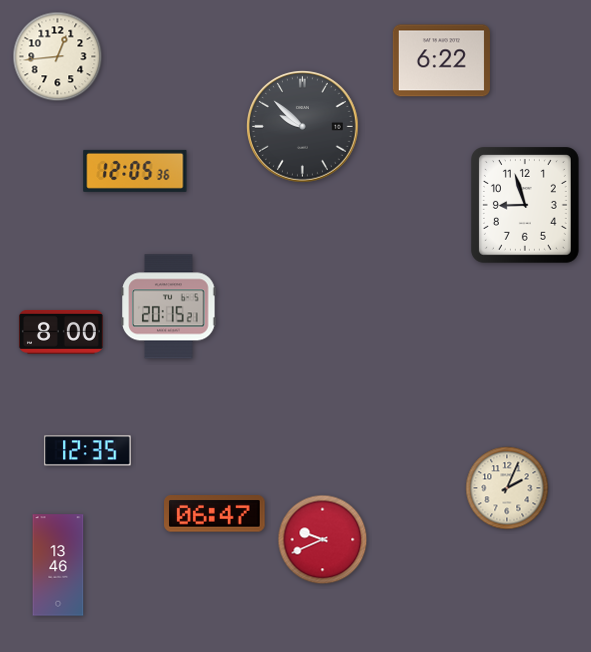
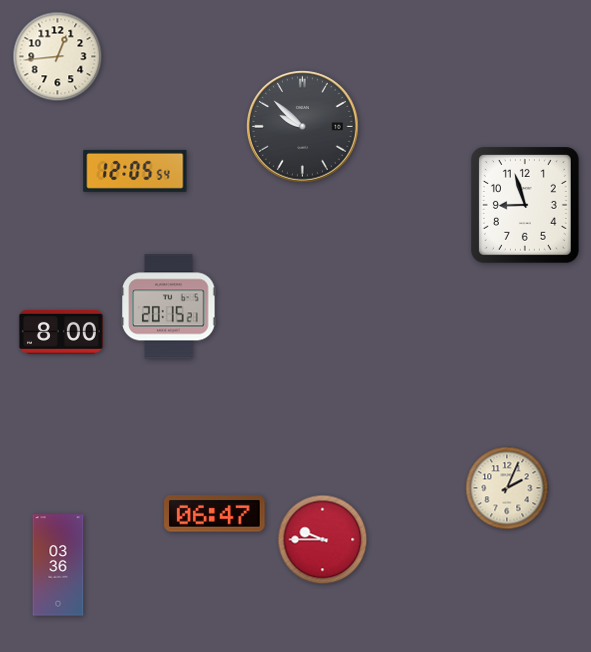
clock at (441, 61): 6:22 -> none
clock at (135, 171): 12:05:36 -> 12:05:54
clock at (88, 451): 12:35 -> none
clock at (323, 540): 9:41 -> 9:45
clock at (58, 565): 13:46 -> 03:36
